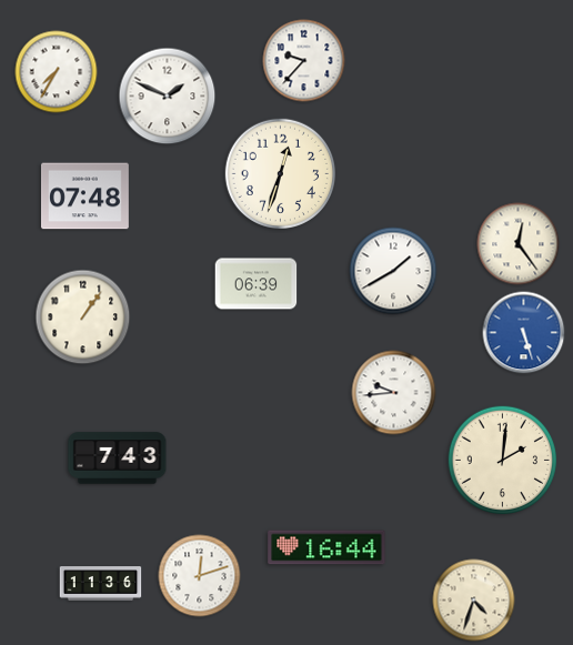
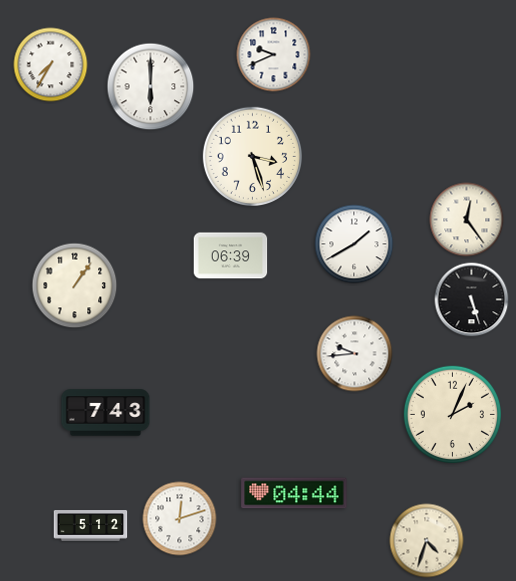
clock at (304, 61): 9:37 -> 9:41
clock at (168, 97): 1:49 -> 6:00
clock at (280, 173): 12:33 -> 3:27
clock at (84, 196): 07:48 -> none
clock at (524, 333) dial: blue -> black
clock at (503, 461): 2:01 -> 2:04
clock at (326, 547): 16:44 -> 04:44
clock at (101, 584): 11:36 -> 5:12
